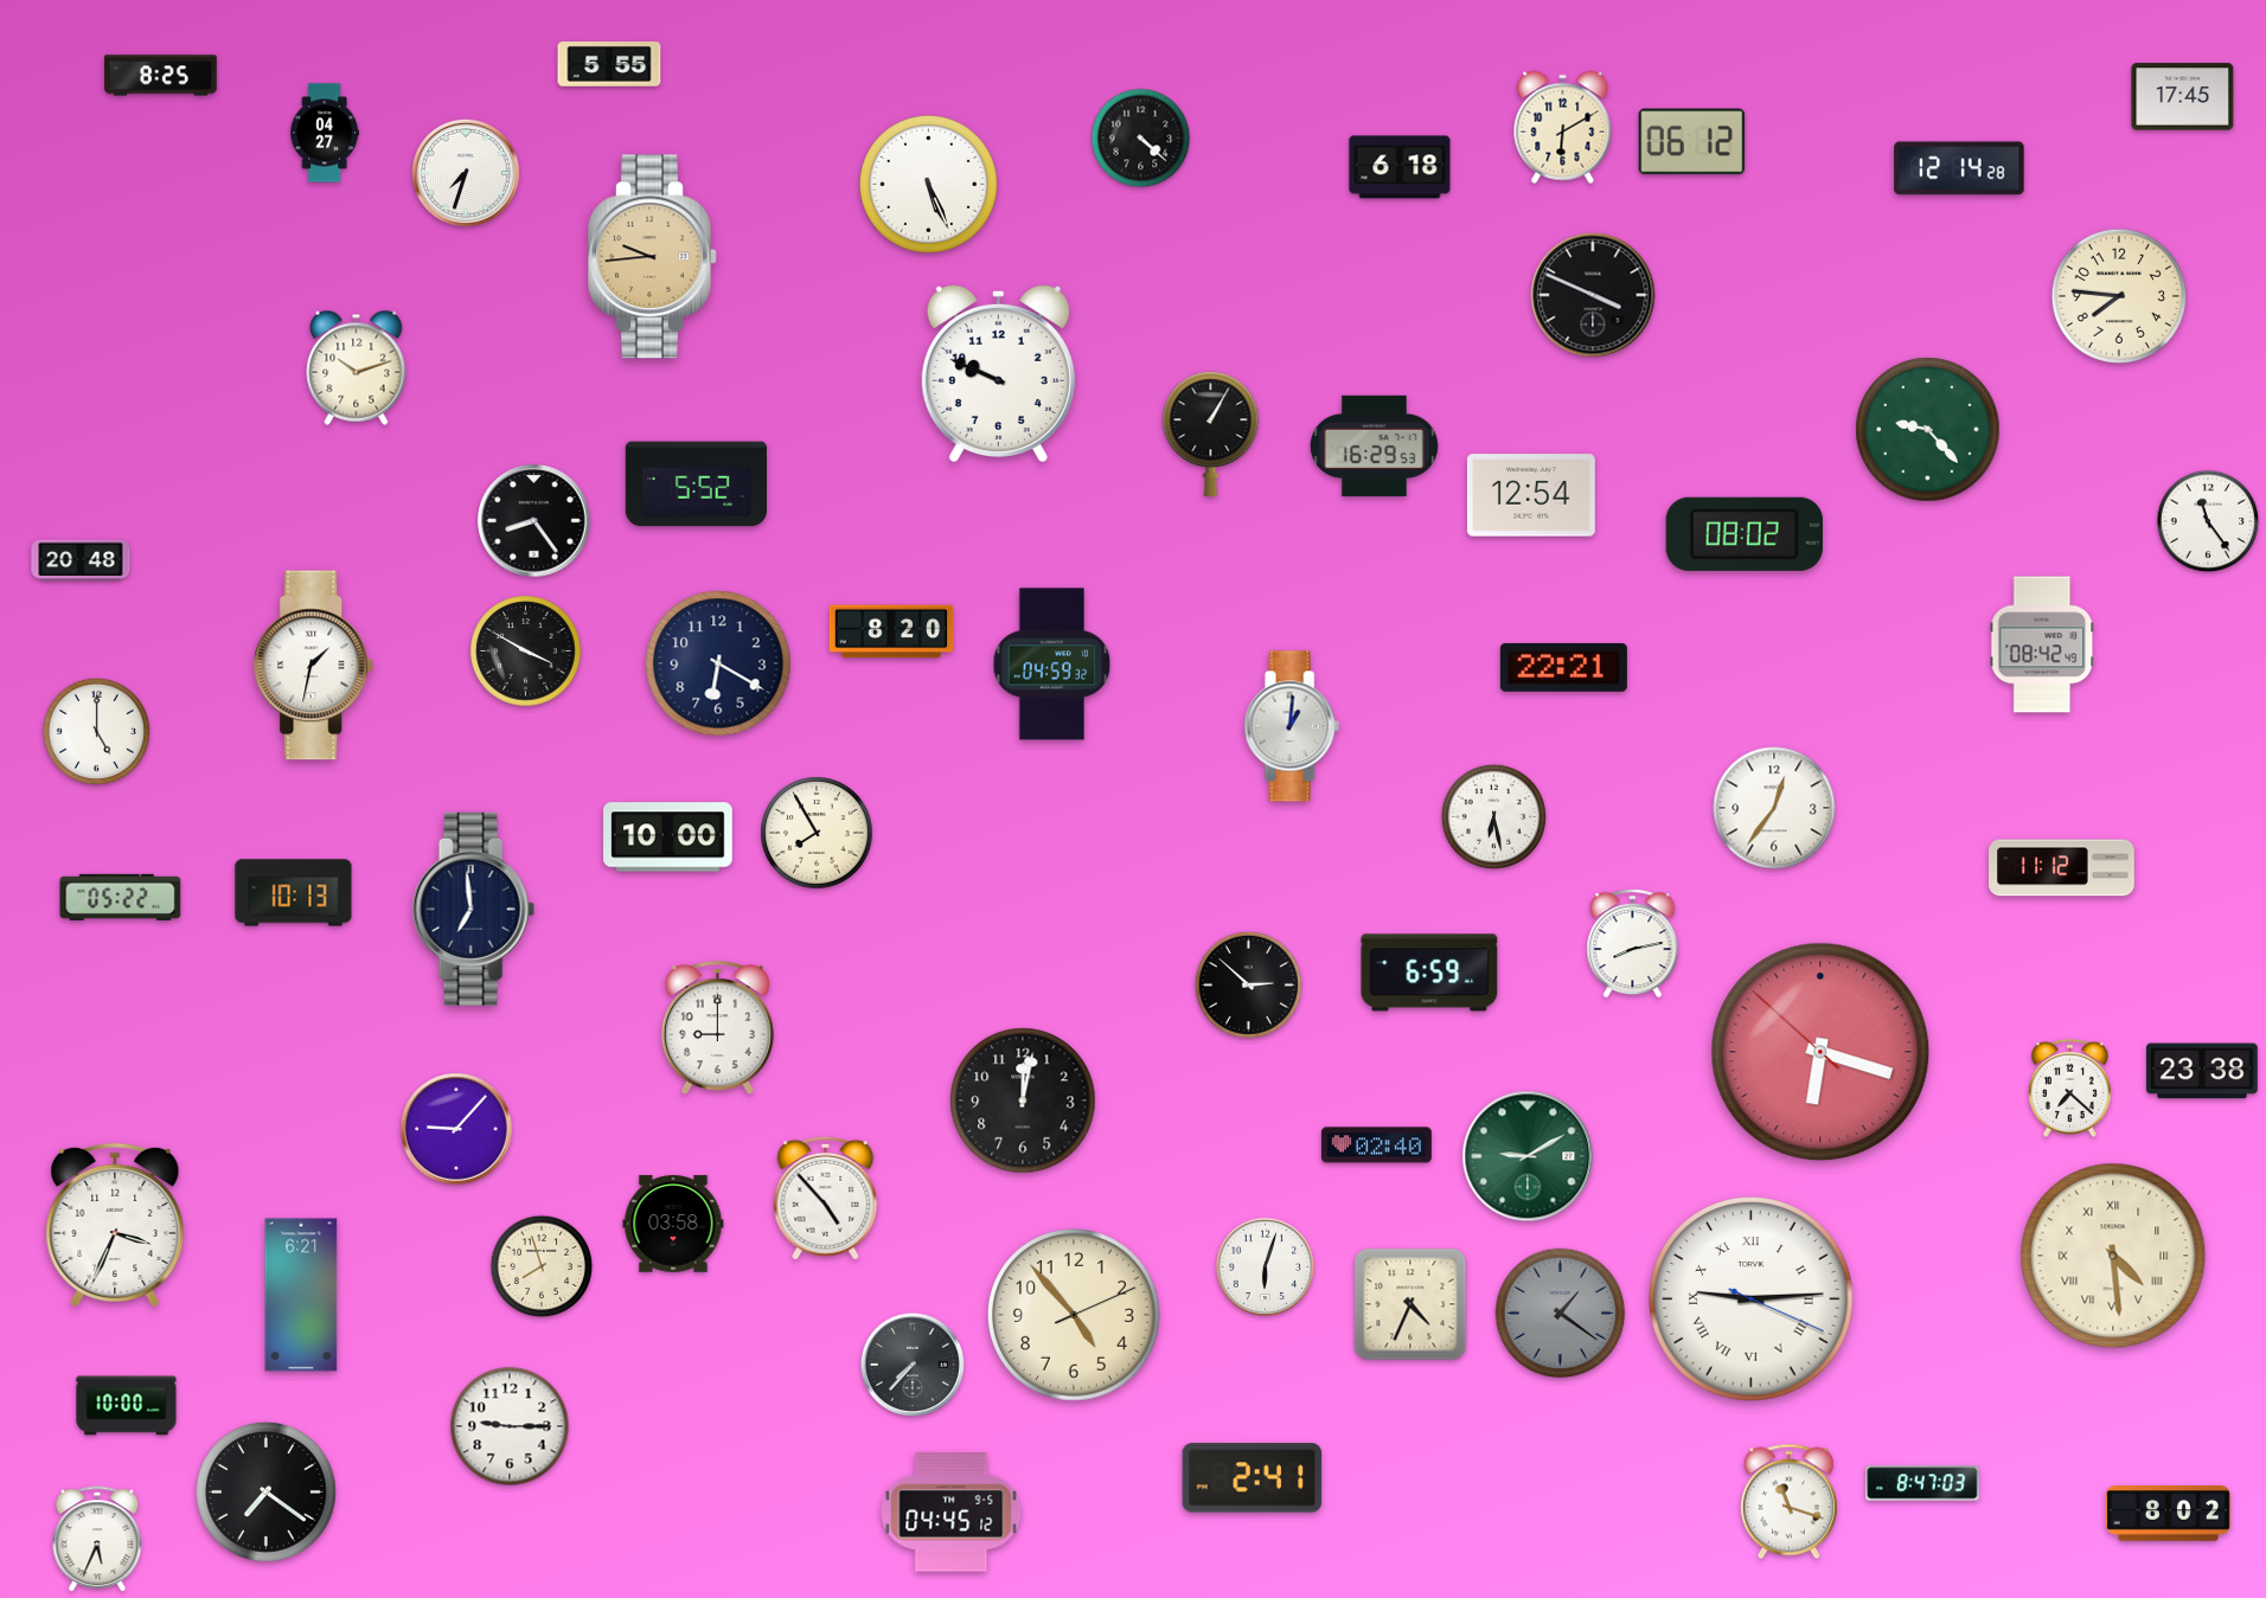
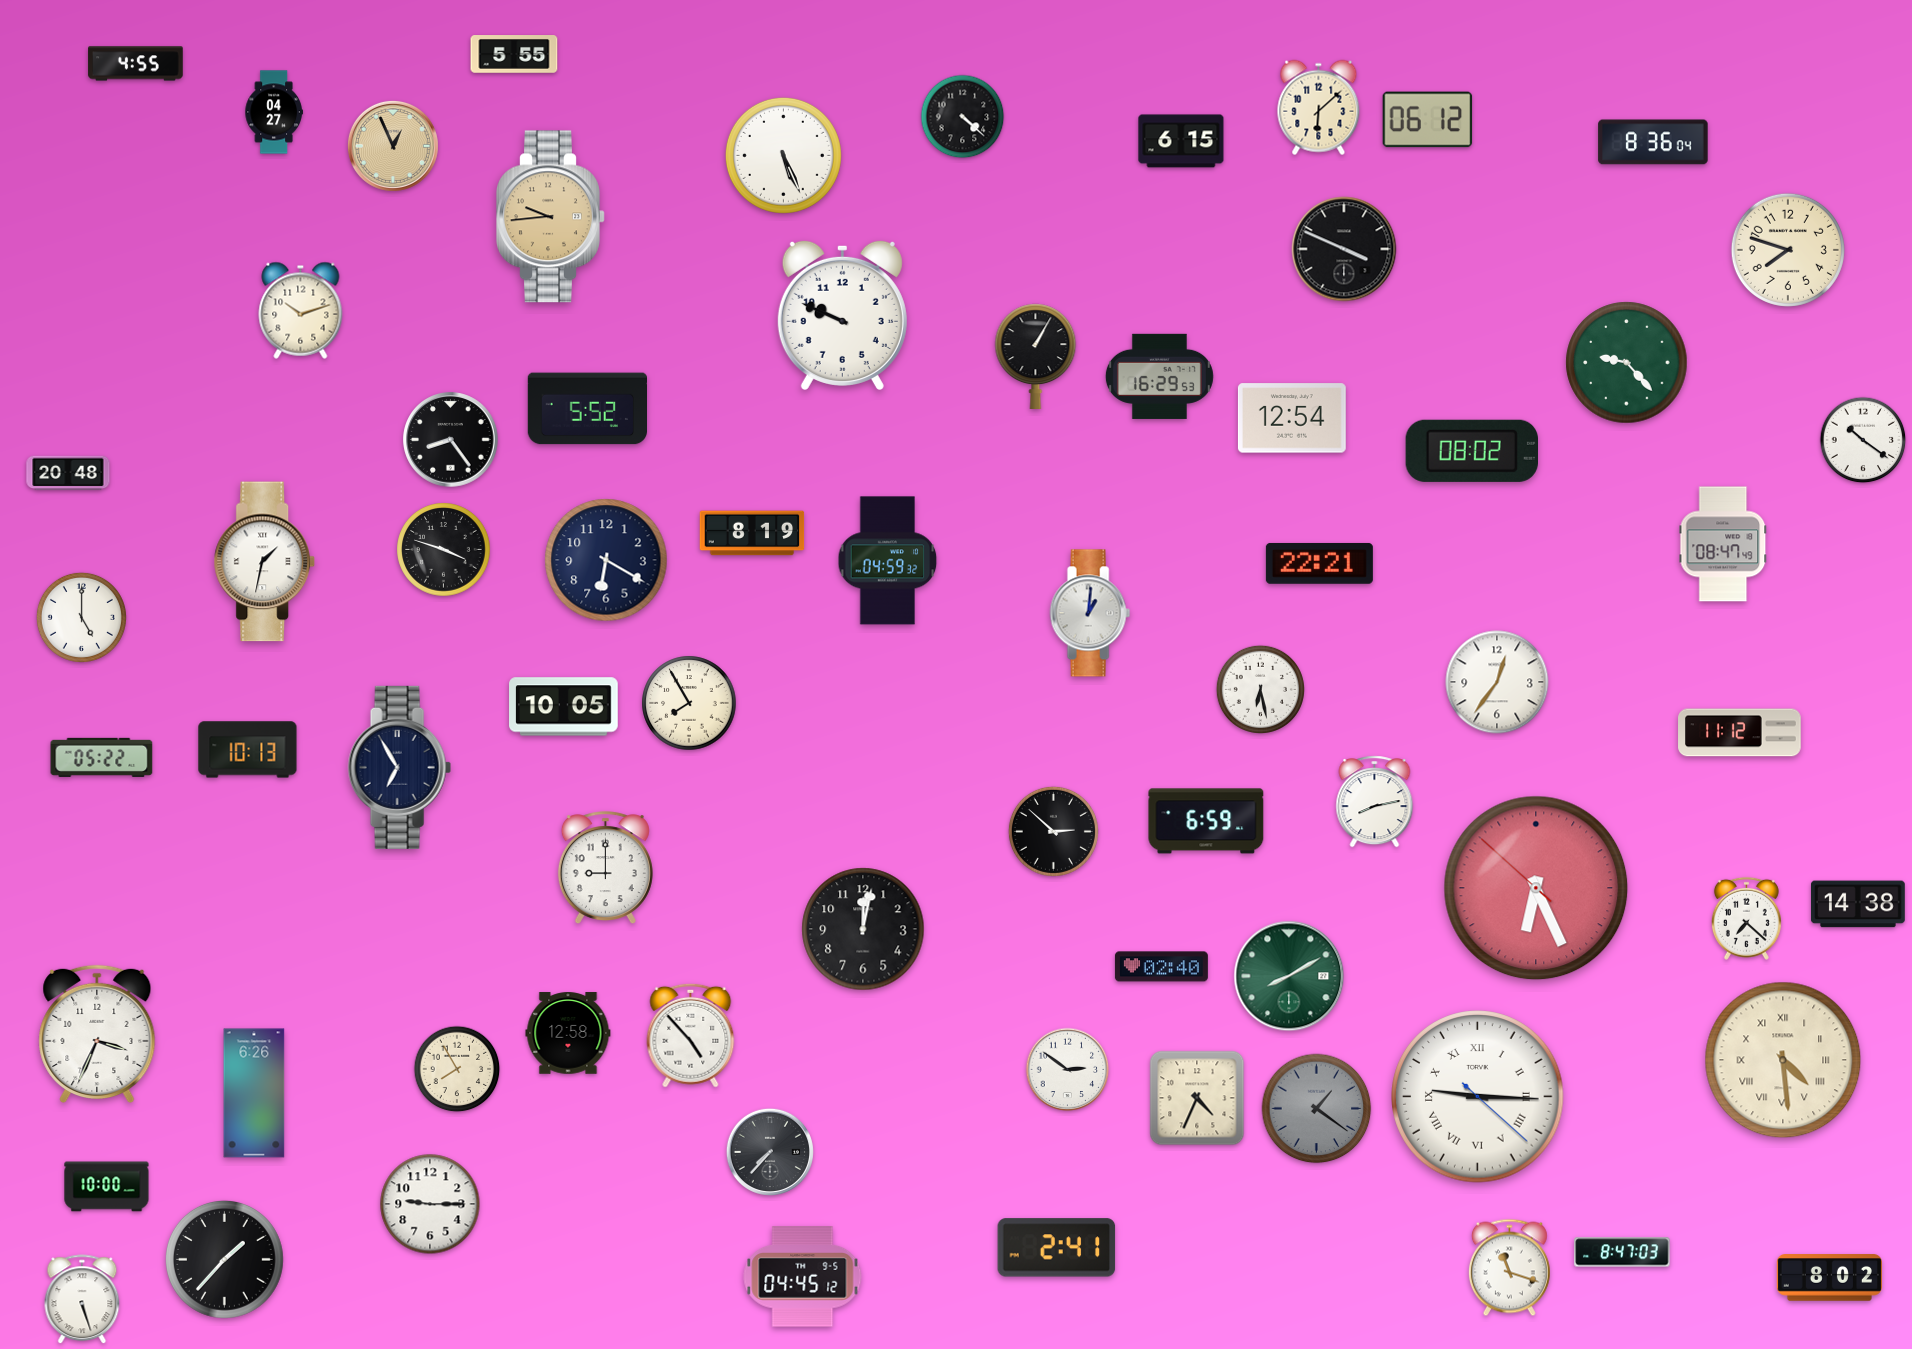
clock at (161, 76): 8:25 -> 4:55
clock at (2183, 97): 17:45 -> none
clock at (1563, 128): 6:10 -> 6:08
clock at (1400, 167): 6:18 -> 6:15
clock at (1959, 168): 12:14 -> 8:36
clock at (466, 173): 7:33 -> 12:56
clock at (466, 173) dial: white -> champagne
clock at (2119, 296): 7:46 -> 7:48
clock at (1211, 434) position: (1211, 434) -> (1036, 356)
clock at (2208, 521): 11:24 -> 10:21
clock at (891, 631): 8:20 -> 8:19
clock at (2042, 644): 08:42 -> 08:47
clock at (526, 652): 3:50 -> 3:48
clock at (668, 837): 10:00 -> 10:05
clock at (294, 893) position: (294, 893) -> (248, 750)
clock at (473, 909): 6:59 -> 6:55
clock at (1633, 944) position: (1633, 944) -> (1375, 802)
clock at (1820, 1052): 6:17 -> 6:25
clock at (2202, 1071): 23:38 -> 14:38
clock at (456, 1129): 9:07 -> none
clock at (1528, 1156): 9:10 -> 8:10
clock at (826, 1198) position: (826, 1198) -> (691, 1035)
clock at (673, 1224): 03:58 -> 12:58
clock at (542, 1266): 7:57 -> 7:55
clock at (1266, 1268): 6:03 -> 2:51
clock at (301, 1295): 6:21 -> 6:26
clock at (1752, 1299): 9:14 -> 9:15
clock at (1410, 1304) position: (1410, 1304) -> (1197, 1098)
clock at (1075, 1315): 4:53 -> none
clock at (265, 1491): 7:21 -> 1:37
clock at (97, 1540): 5:34 -> 5:27
